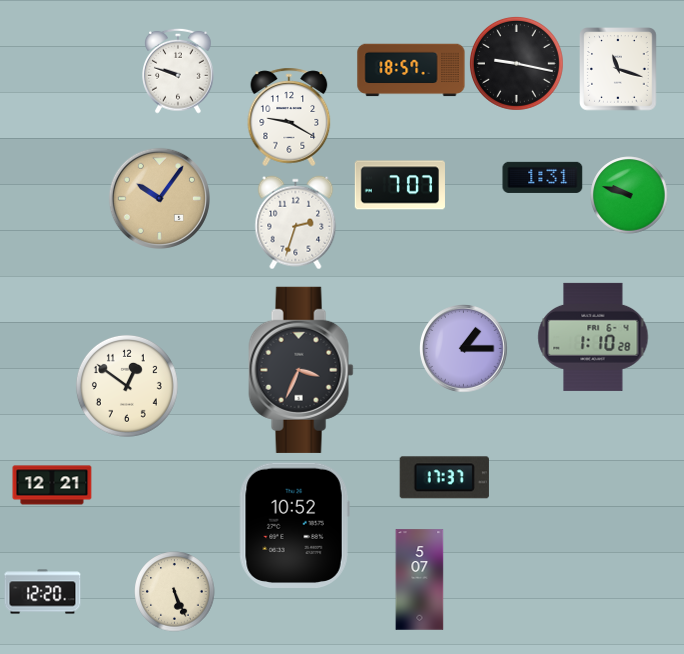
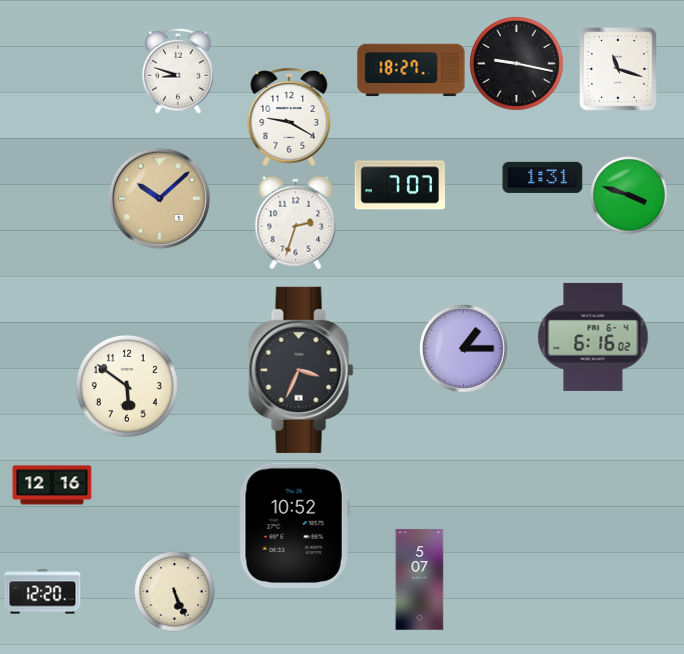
clock at (411, 70): 18:57 -> 18:27
clock at (178, 71): 9:48 -> 8:48
clock at (629, 195): 9:48 -> 3:48
clock at (159, 198): 10:06 -> 10:08
clock at (593, 337): 1:10 -> 6:16
clock at (127, 386): 12:51 -> 5:51
clock at (444, 478): 17:37 -> none
clock at (52, 485): 12:21 -> 12:16
